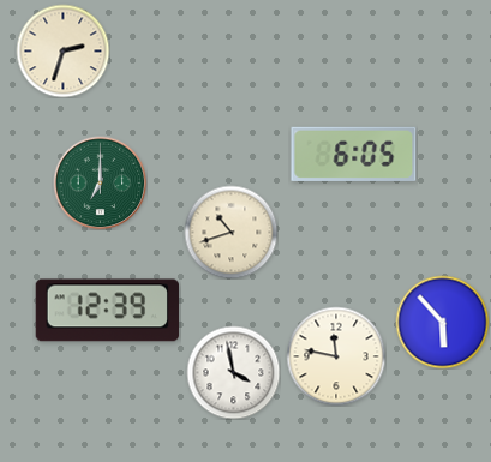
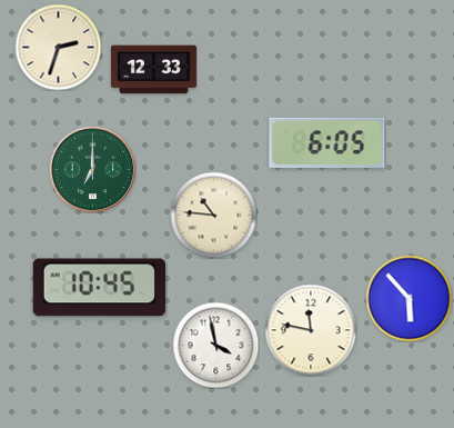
clock at (153, 70): none -> 12:33
clock at (230, 232): 10:42 -> 10:46
clock at (107, 311): 12:39 -> 10:45
